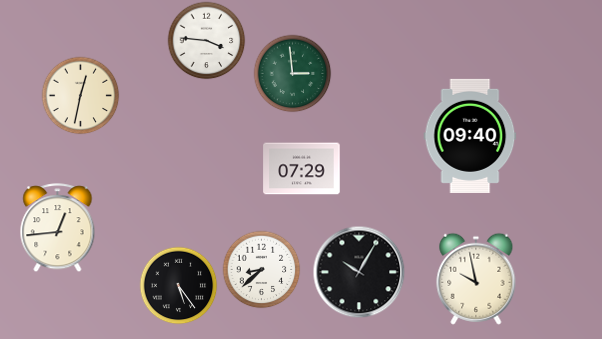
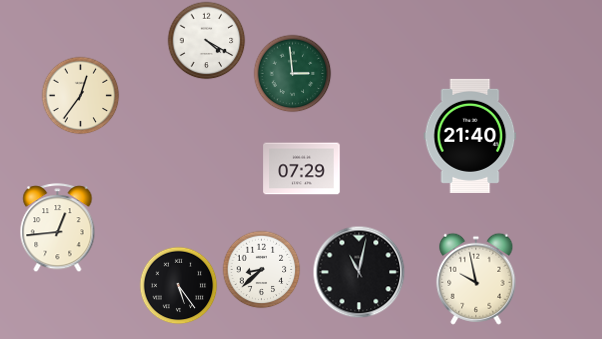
clock at (206, 40): 3:46 -> 4:20
clock at (80, 95): 12:32 -> 12:36
clock at (470, 136): 09:40 -> 21:40
clock at (359, 272): 10:05 -> 11:02
